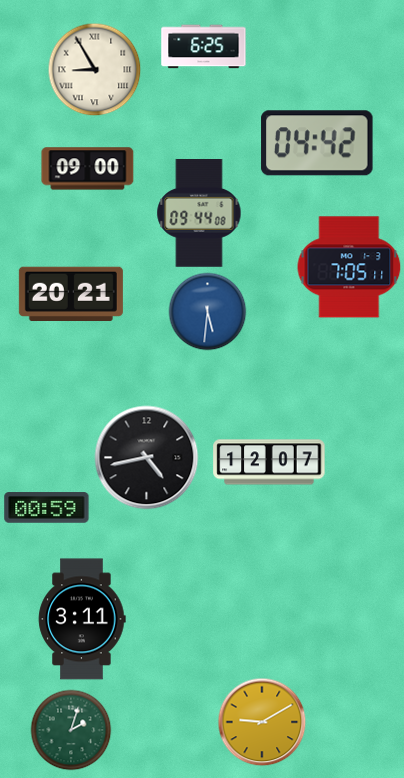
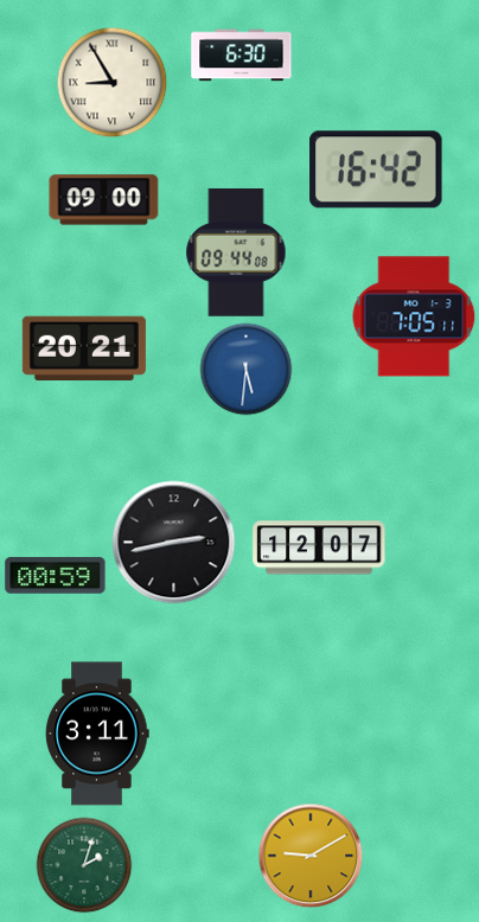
clock at (204, 47): 6:25 -> 6:30
clock at (317, 143): 04:42 -> 16:42
clock at (147, 458): 4:43 -> 2:43
clock at (47, 508) position: (47, 508) -> (56, 576)
